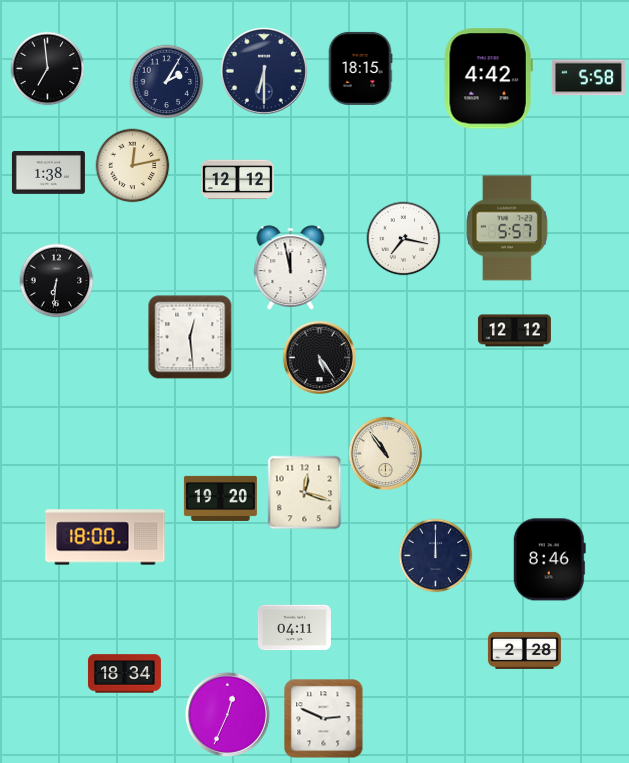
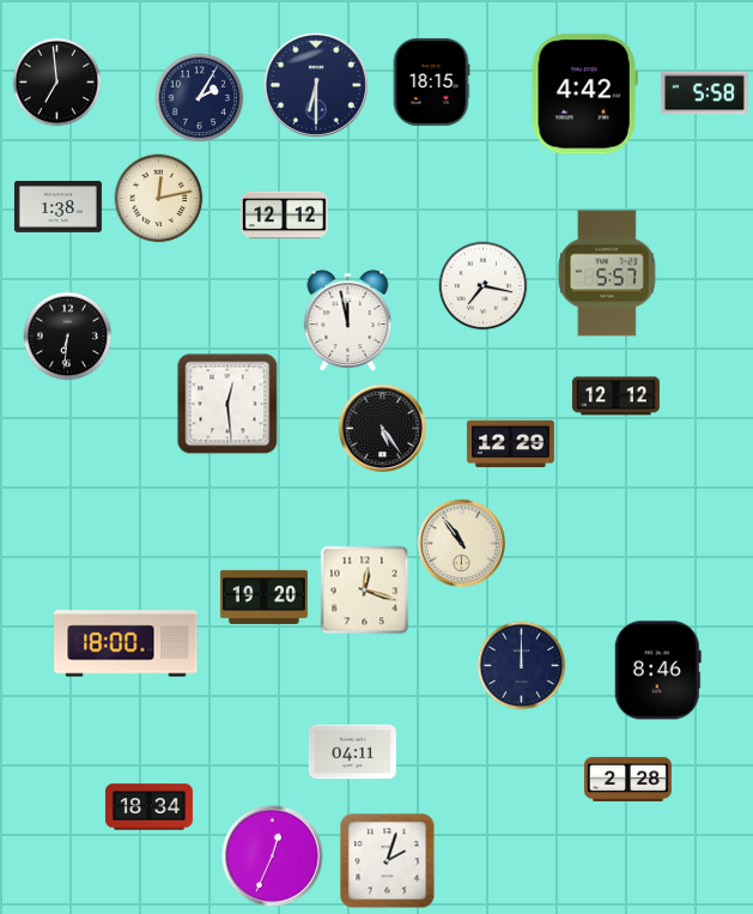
clock at (510, 444): none -> 12:29
clock at (324, 719): 2:49 -> 2:03
